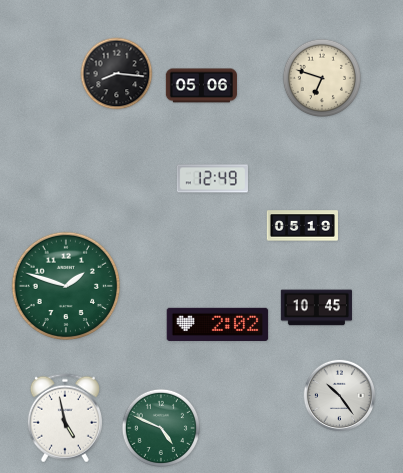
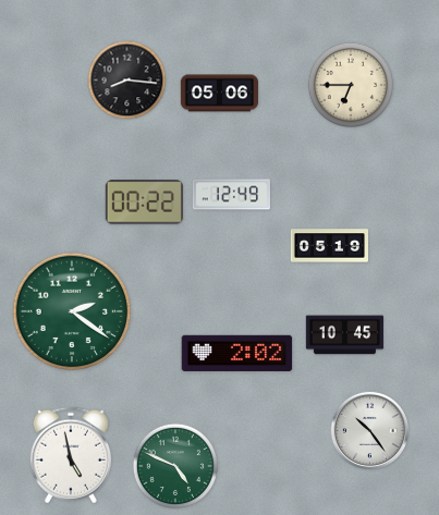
clock at (321, 77): 6:48 -> 6:45
clock at (144, 203): none -> 00:22
clock at (66, 286): 1:48 -> 2:21
